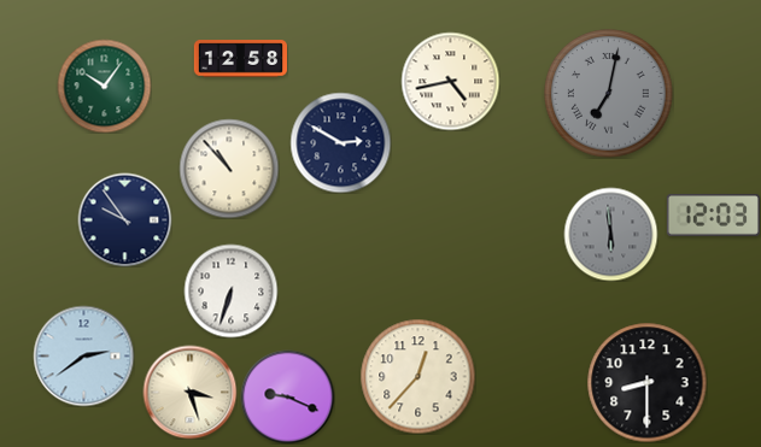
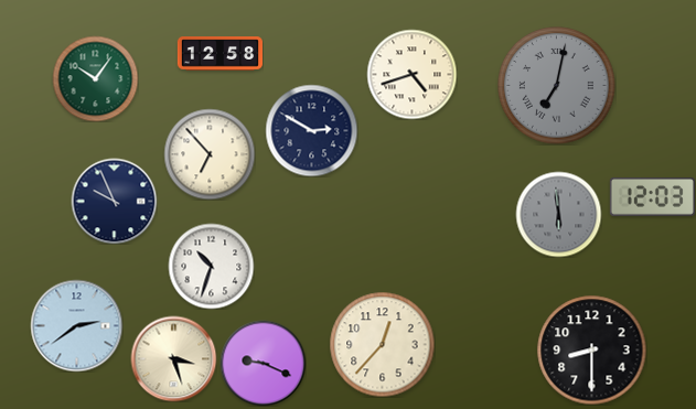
clock at (450, 81): 4:43 -> 4:42
clock at (229, 169): 10:53 -> 6:53
clock at (124, 219): 9:54 -> 9:56
clock at (230, 290): 6:33 -> 10:33
